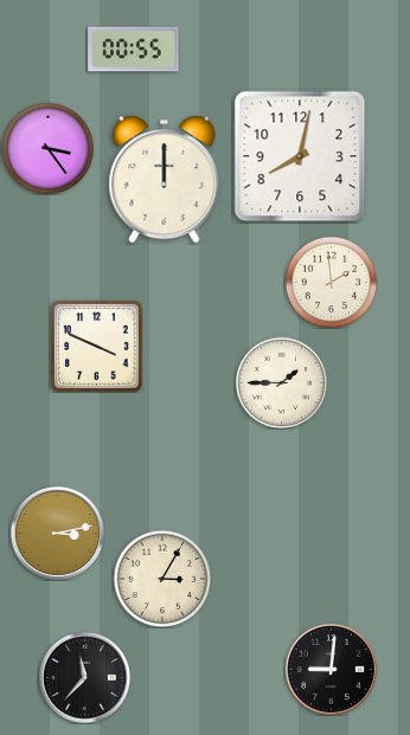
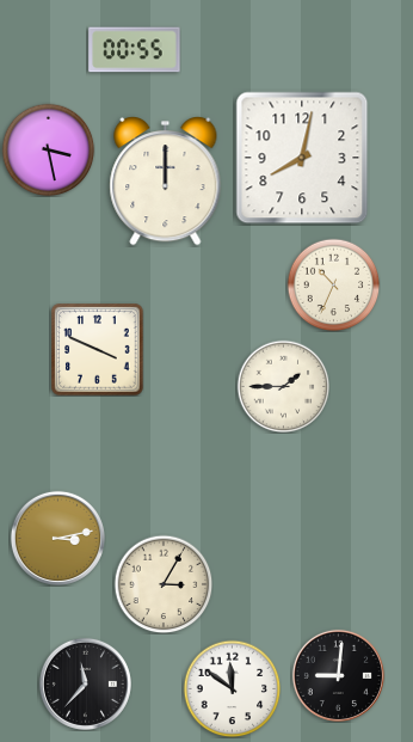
clock at (47, 148): 3:24 -> 3:28
clock at (331, 282): 1:59 -> 10:34
clock at (331, 669) position: (331, 669) -> (338, 675)
clock at (232, 688): none -> 11:51
